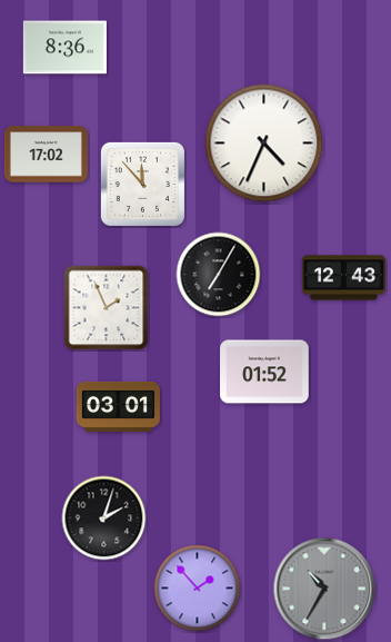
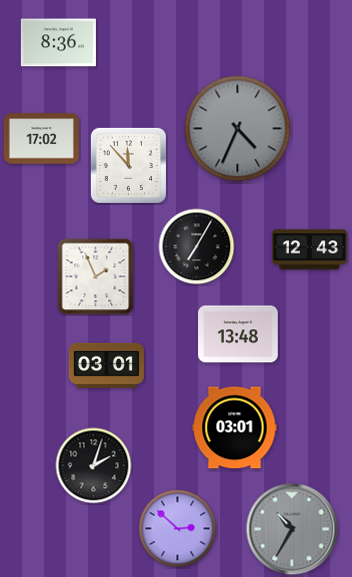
clock at (264, 144) dial: white -> grey
clock at (264, 372): 01:52 -> 13:48
clock at (235, 428): none -> 03:01
clock at (198, 589): 1:53 -> 2:52
